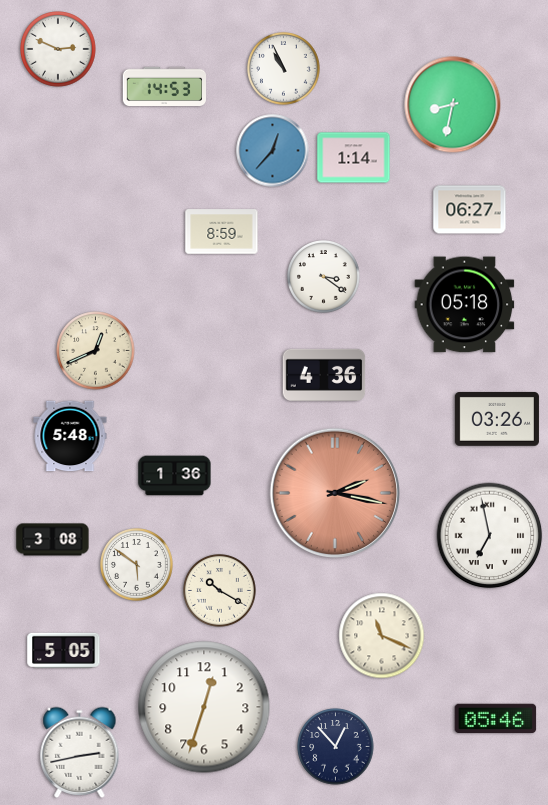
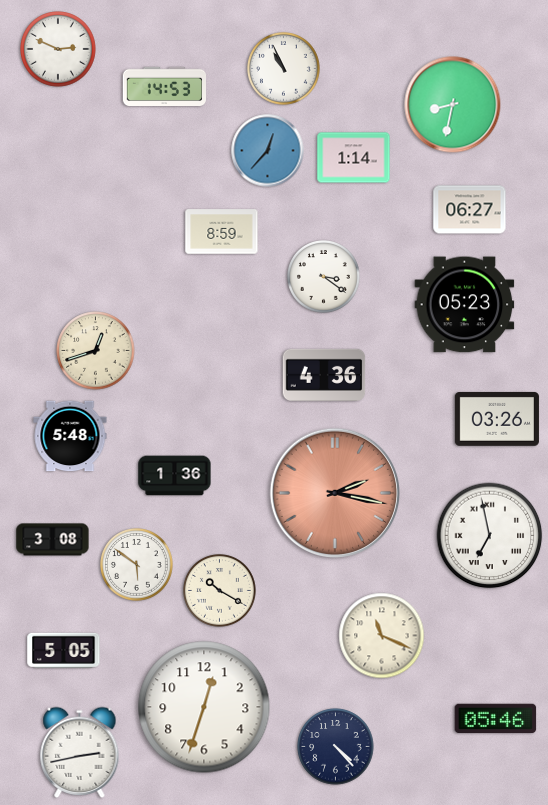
clock at (273, 151) position: (273, 151) -> (268, 151)
clock at (465, 305): 05:18 -> 05:23
clock at (96, 351): 12:41 -> 12:42
clock at (336, 747): 12:53 -> 4:23
